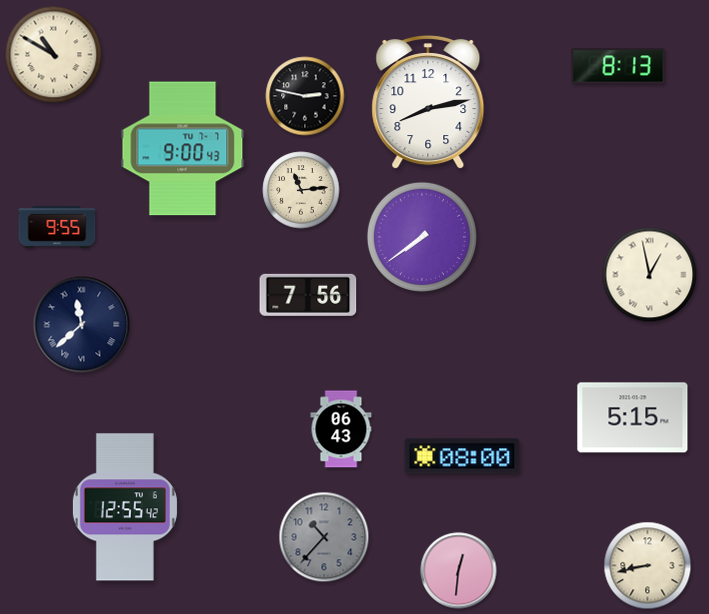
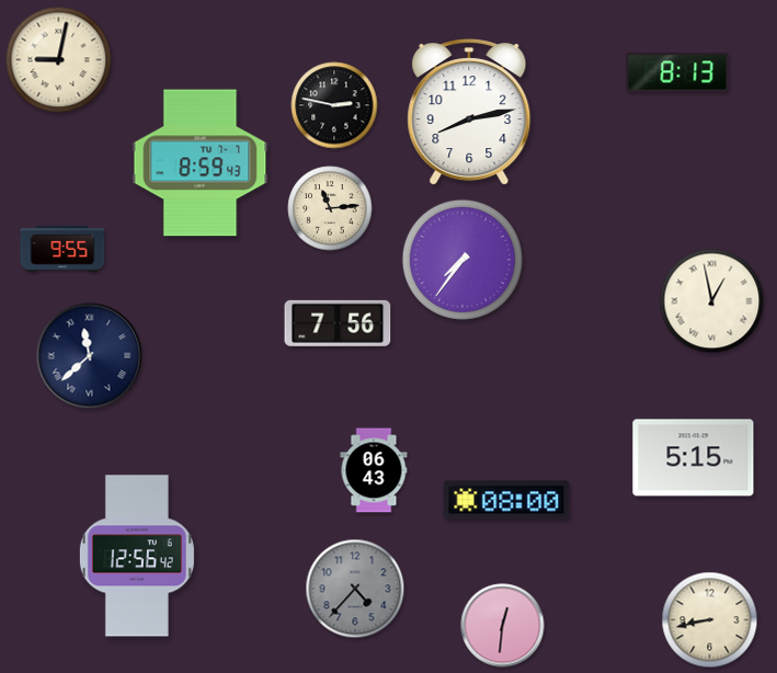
clock at (54, 55): 10:50 -> 9:02
clock at (183, 149): 9:00 -> 8:59
clock at (422, 237): 7:39 -> 7:36
clock at (125, 507): 12:55 -> 12:56
clock at (324, 537): 10:37 -> 4:37
